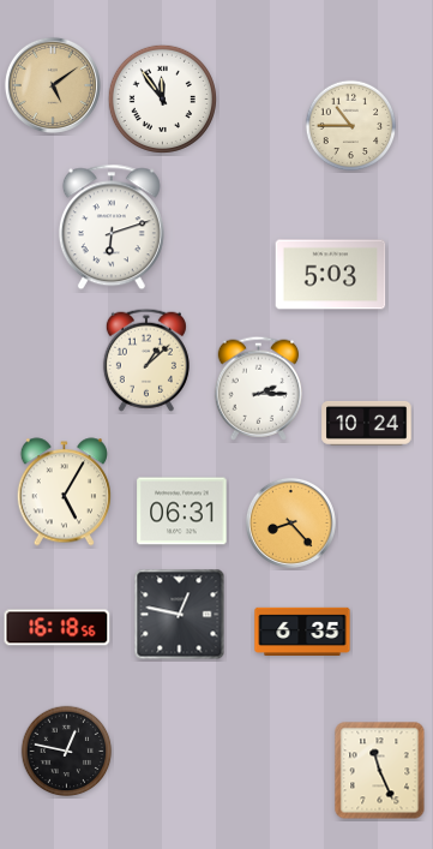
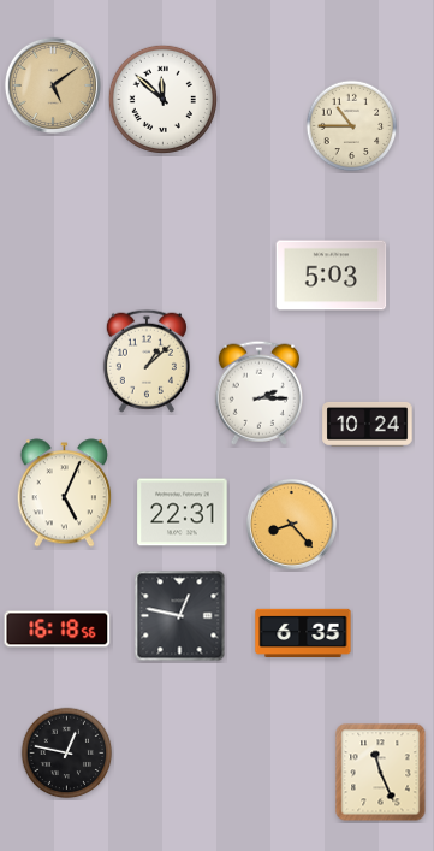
clock at (162, 98): 11:54 -> 11:52
clock at (112, 227): 6:12 -> none
clock at (258, 388) position: (258, 388) -> (258, 392)
clock at (64, 492): 5:05 -> 5:04
clock at (182, 512): 06:31 -> 22:31
